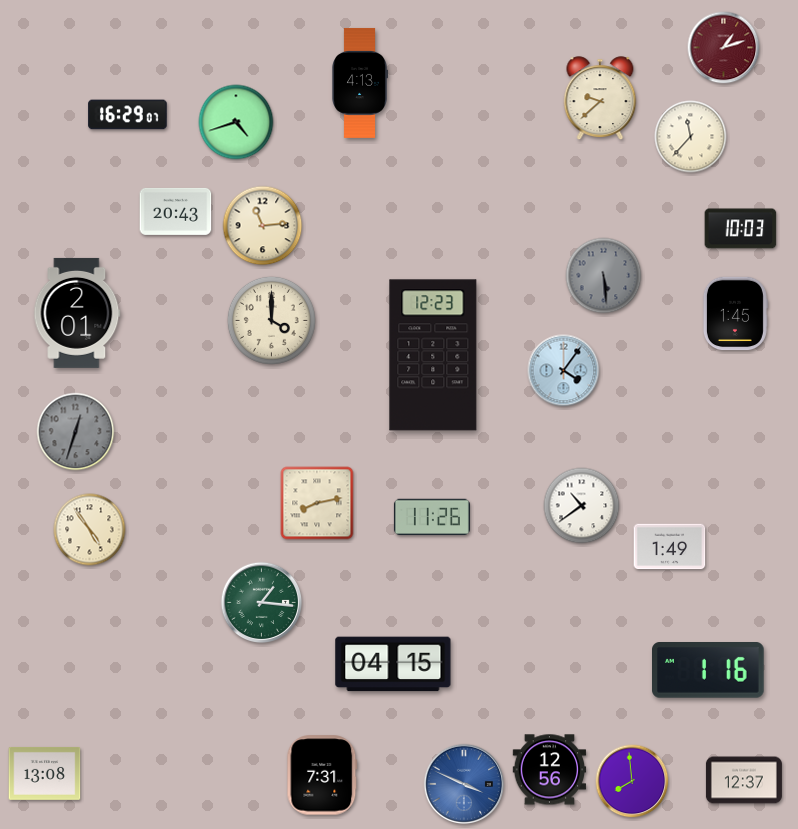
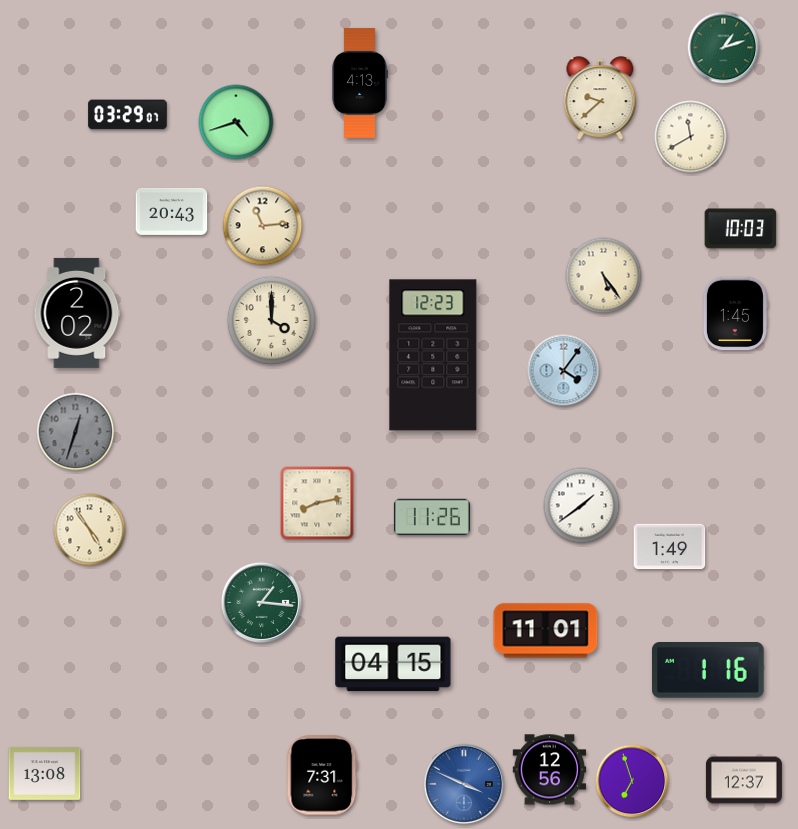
clock at (724, 48) dial: burgundy -> green
clock at (128, 115): 16:29 -> 03:29
clock at (691, 137): 11:37 -> 11:40
clock at (176, 211) position: (176, 211) -> (172, 211)
clock at (604, 276): 5:29 -> 5:24
clock at (604, 276) dial: grey -> cream
clock at (77, 313): 2:01 -> 2:02
clock at (582, 506): 10:39 -> 1:39
clock at (546, 631): none -> 11:01
clock at (632, 781): 7:59 -> 6:57
